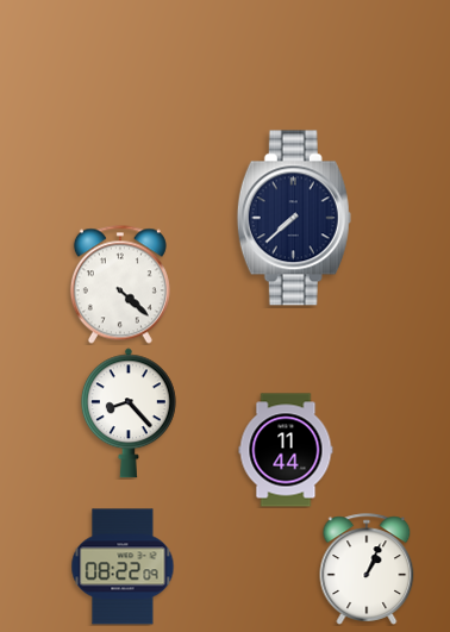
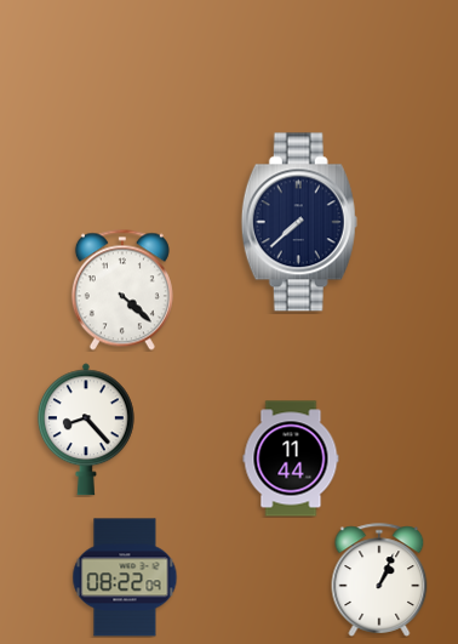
clock at (129, 413) position: (129, 413) -> (86, 429)
clock at (367, 569) position: (367, 569) -> (379, 580)
